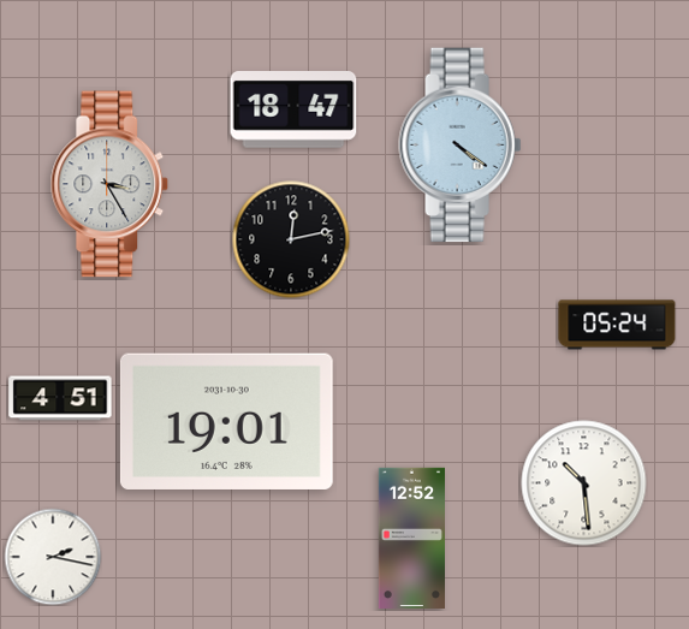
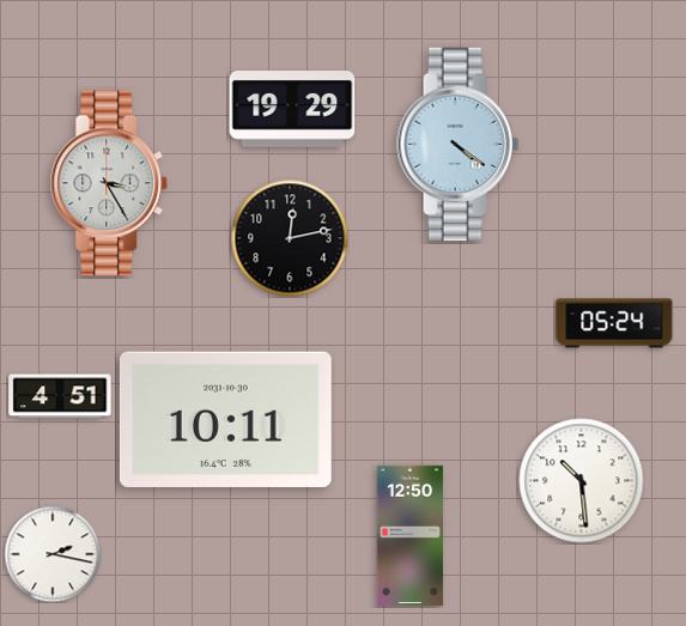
clock at (293, 109): 18:47 -> 19:29
clock at (226, 421): 19:01 -> 10:11
clock at (411, 538): 12:52 -> 12:50
